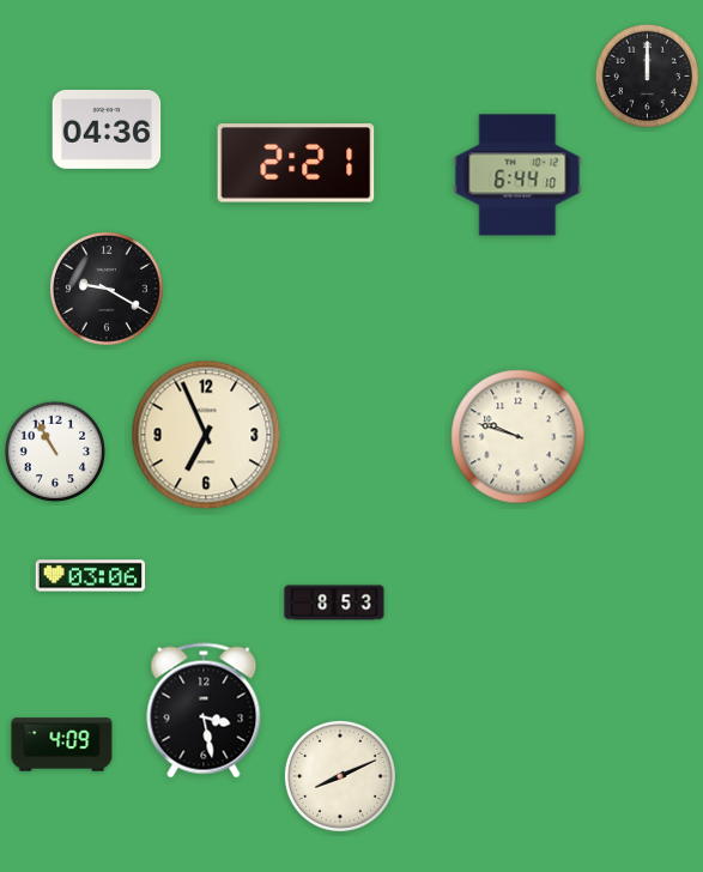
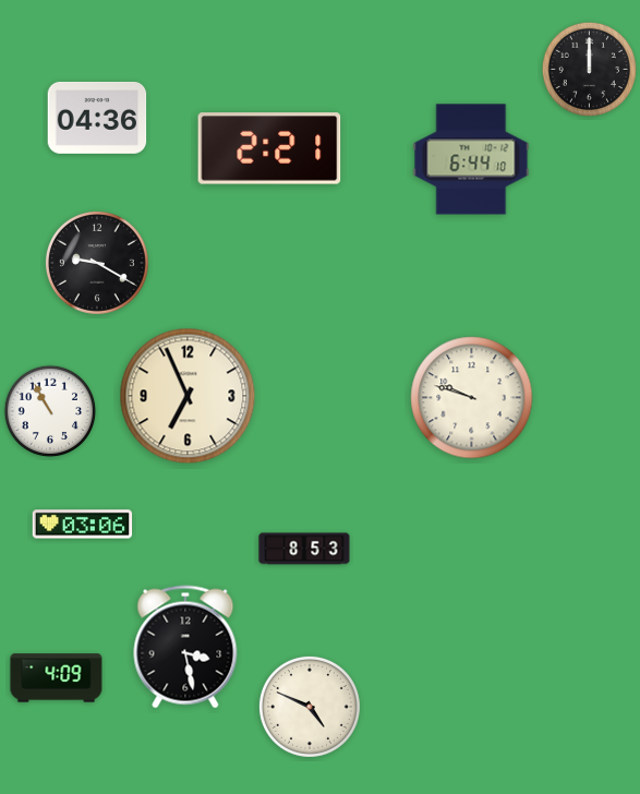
clock at (340, 776): 8:11 -> 4:49
